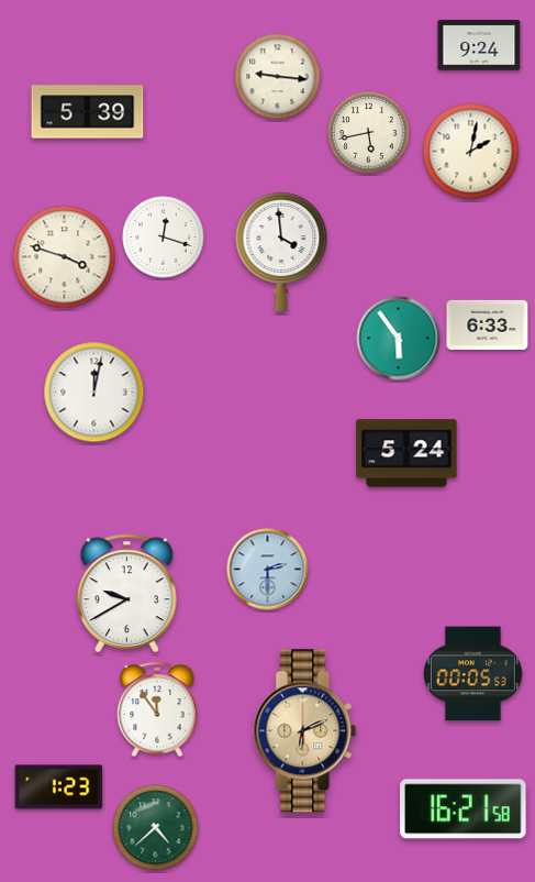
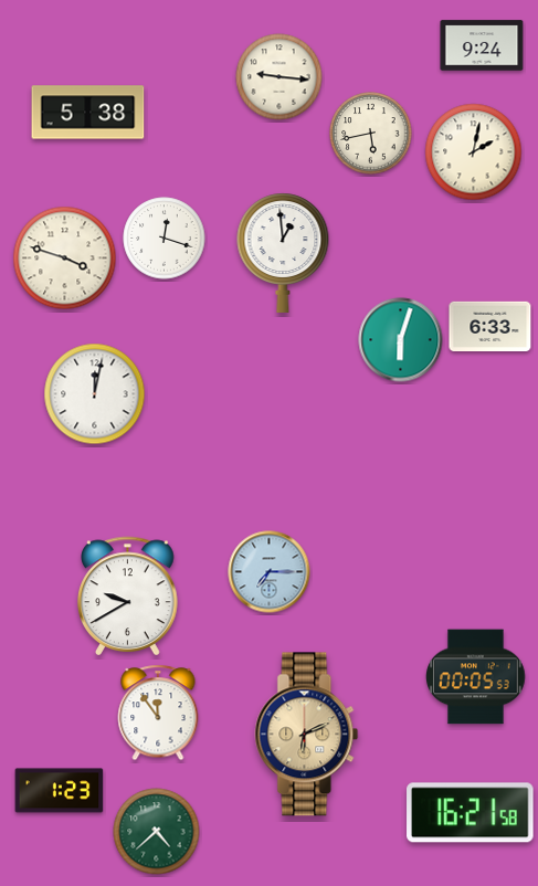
clock at (88, 112): 5:39 -> 5:38
clock at (281, 252): 3:59 -> 12:59
clock at (399, 339): 5:54 -> 6:03
clock at (406, 453): 5:24 -> none
clock at (268, 570): 2:30 -> 7:15
clock at (464, 809) position: (464, 809) -> (471, 813)
